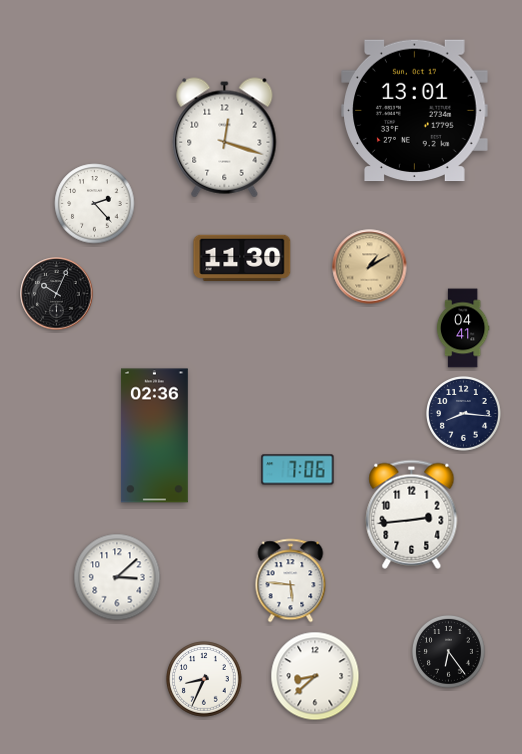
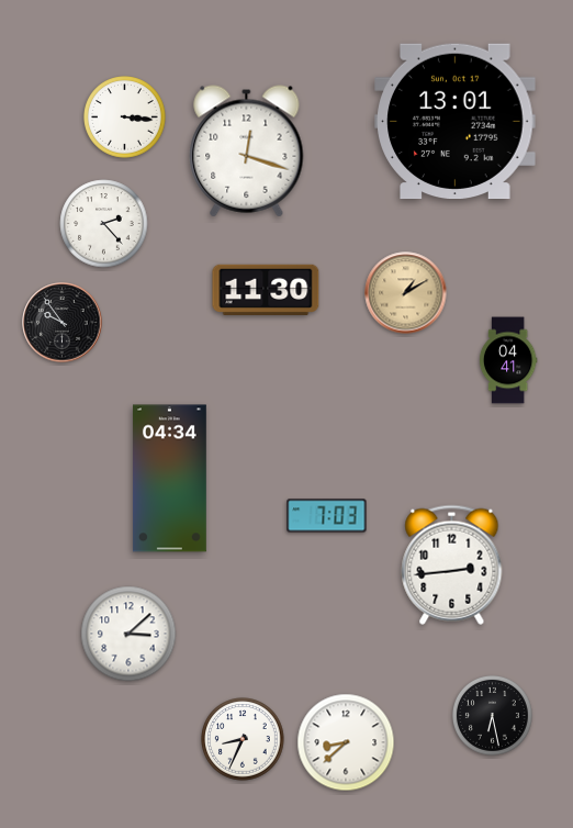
clock at (125, 118): none -> 3:16
clock at (242, 258) position: (242, 258) -> (266, 290)
clock at (57, 294): 10:04 -> 9:54
clock at (464, 414): 8:16 -> none
clock at (154, 436): 02:36 -> 04:34
clock at (298, 470): 7:06 -> 7:03
clock at (291, 581): 5:46 -> none
clock at (448, 651): 6:24 -> 6:28
clock at (204, 679) position: (204, 679) -> (243, 739)
